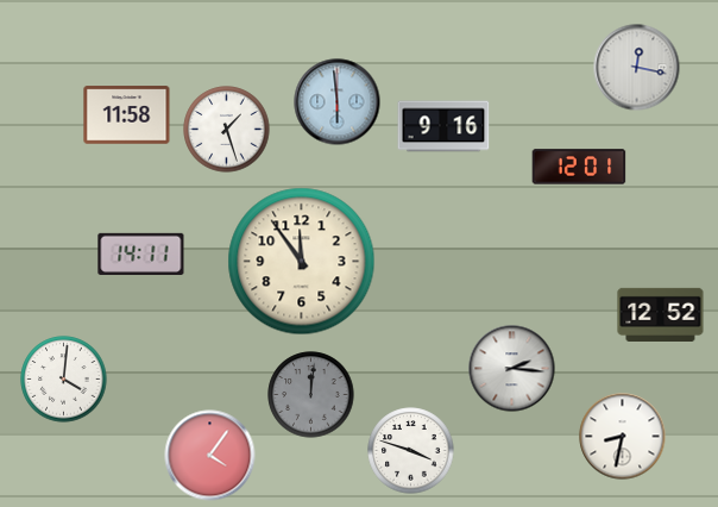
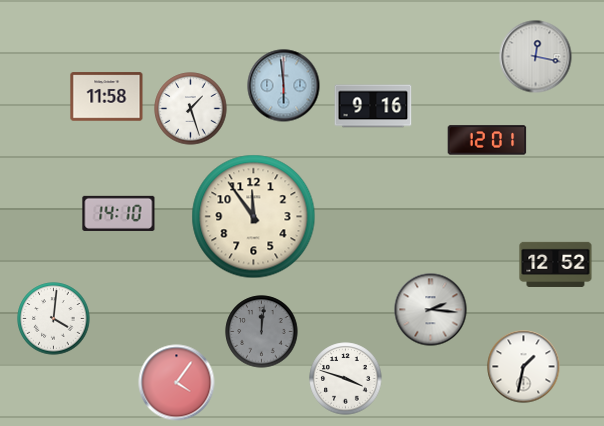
clock at (141, 253): 14:11 -> 14:10
clock at (302, 262) position: (302, 262) -> (254, 217)
clock at (623, 437): 8:32 -> 1:32
